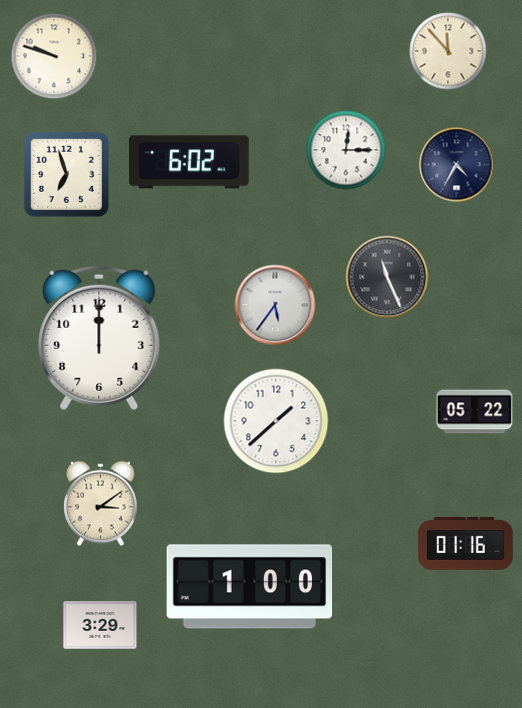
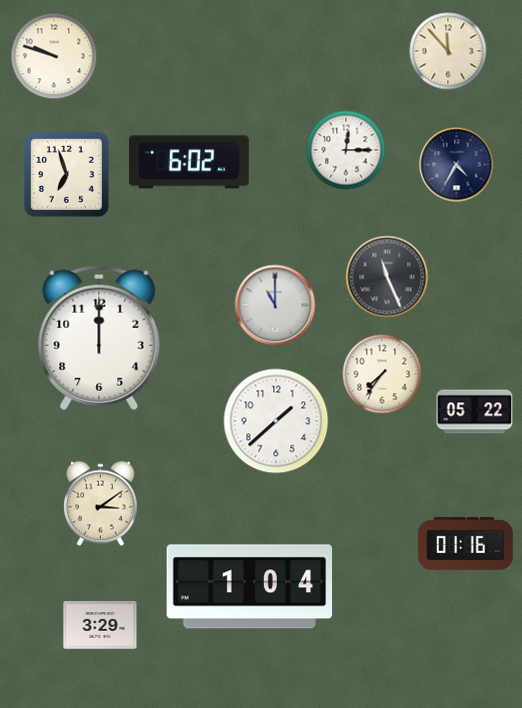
clock at (275, 305): 5:36 -> 11:00
clock at (382, 374): none -> 7:36
clock at (250, 587): 1:00 -> 1:04
